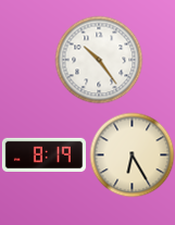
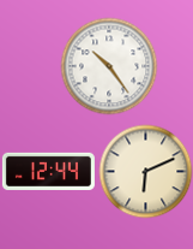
clock at (43, 154): 8:19 -> 12:44
clock at (132, 154): 6:25 -> 6:11
